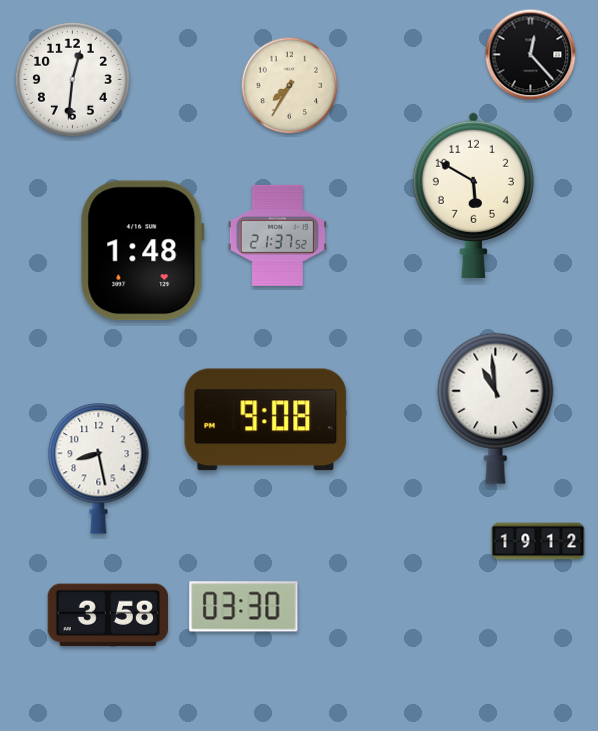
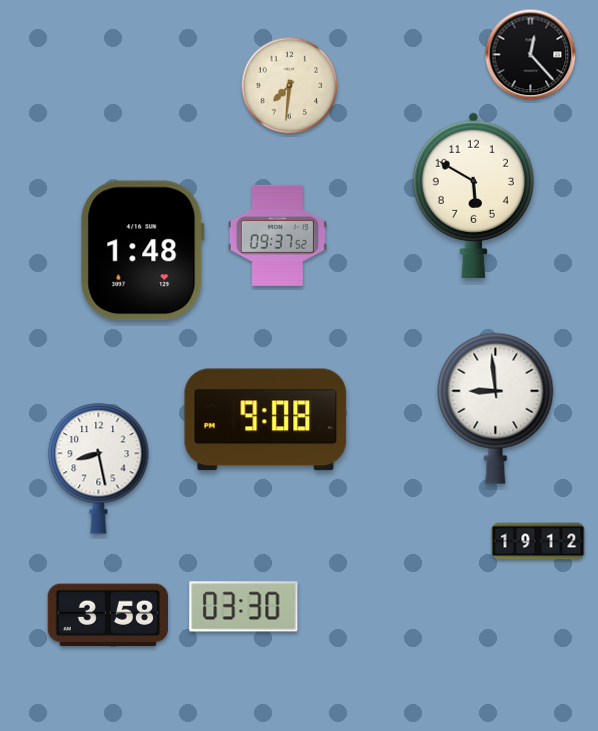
clock at (72, 79): 12:31 -> none
clock at (290, 86): 7:35 -> 7:31
clock at (277, 235): 21:37 -> 09:37
clock at (496, 408): 10:59 -> 8:59
